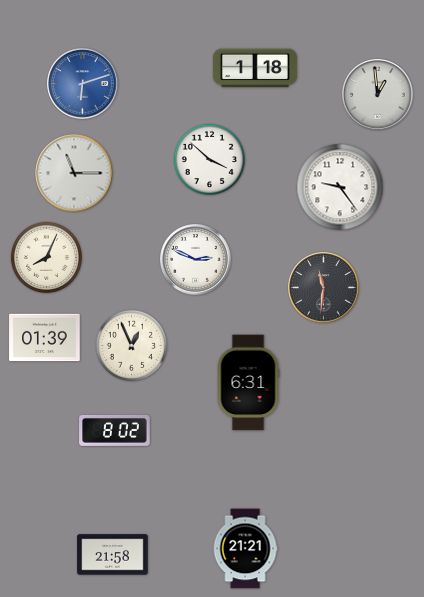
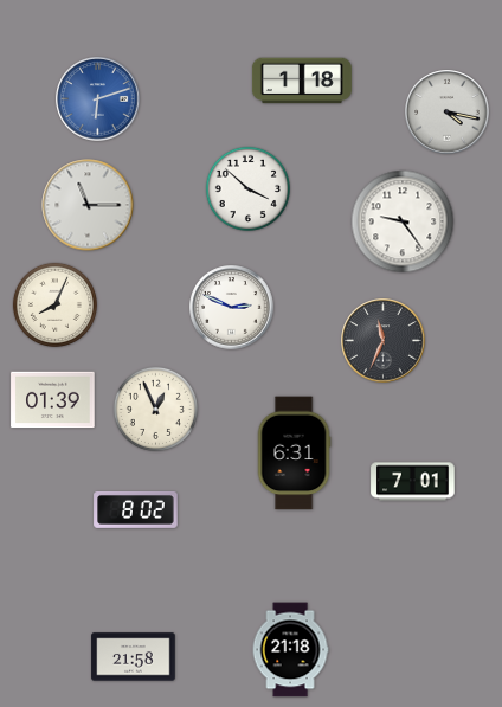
clock at (378, 95): 12:59 -> 4:17
clock at (324, 288): 11:31 -> 11:34
clock at (413, 482): none -> 7:01
clock at (245, 549): 21:21 -> 21:18
